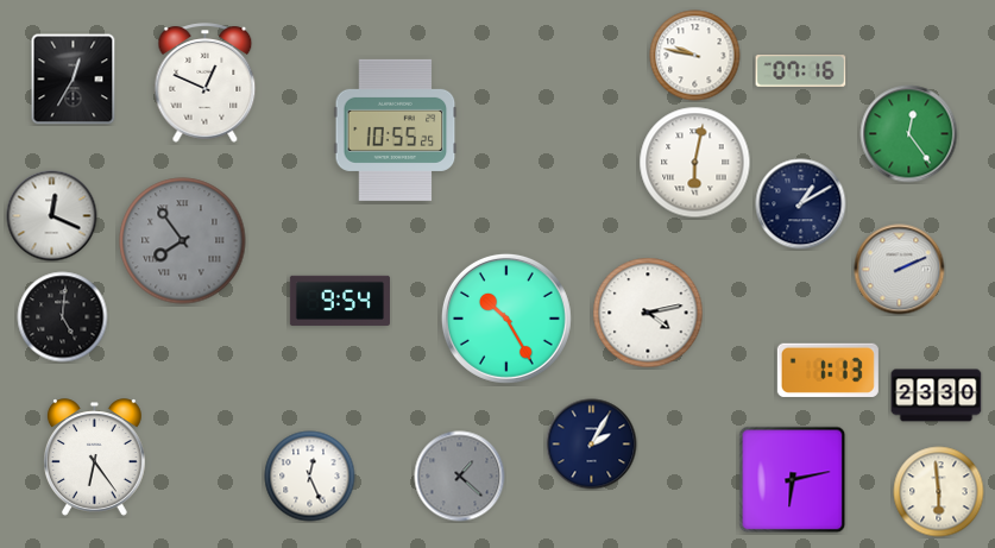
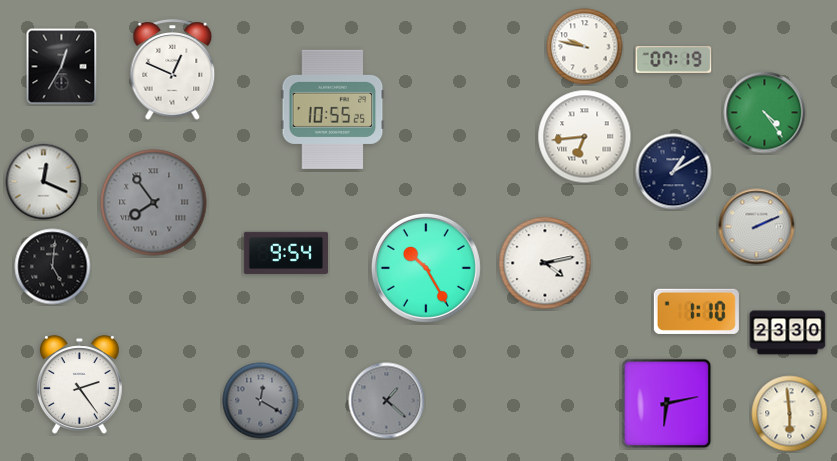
clock at (801, 71): 07:16 -> 07:19
clock at (909, 134): 12:24 -> 4:24
clock at (695, 163): 6:02 -> 6:44
clock at (827, 370): 1:13 -> 1:10
clock at (592, 445): 2:05 -> none
clock at (95, 458): 6:24 -> 2:24
clock at (310, 477): 12:26 -> 12:20
clock at (310, 477) dial: white -> grey
